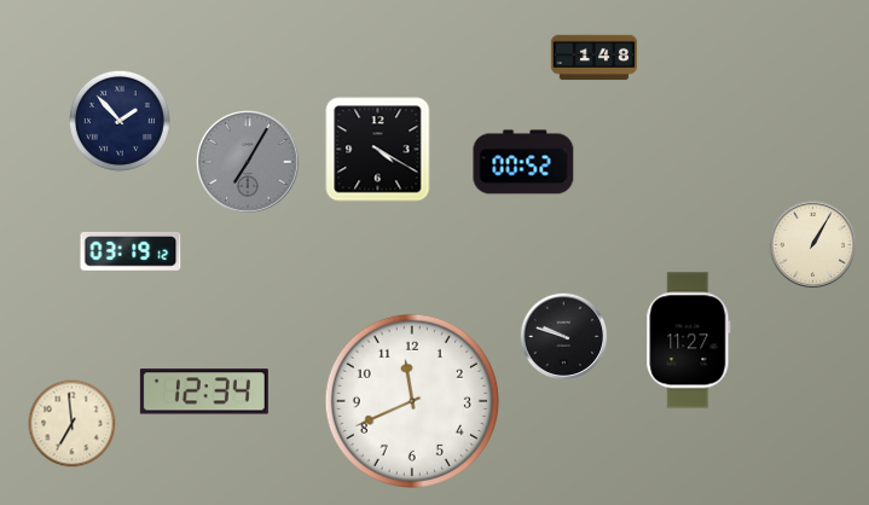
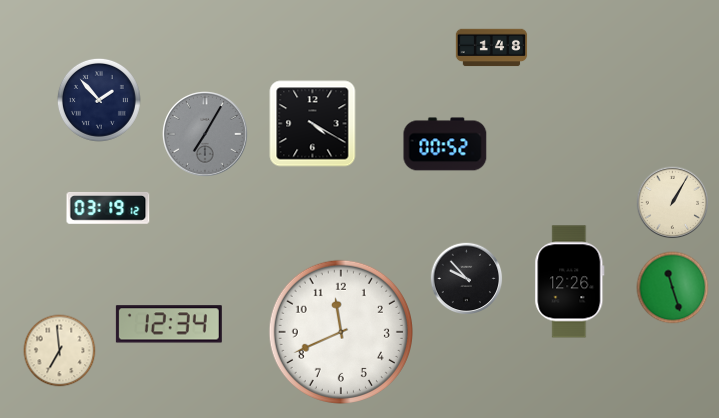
clock at (523, 162) position: (523, 162) -> (445, 144)
clock at (564, 337): 9:48 -> 9:53
clock at (689, 341): 11:27 -> 12:26
clock at (673, 288): none -> 11:27
